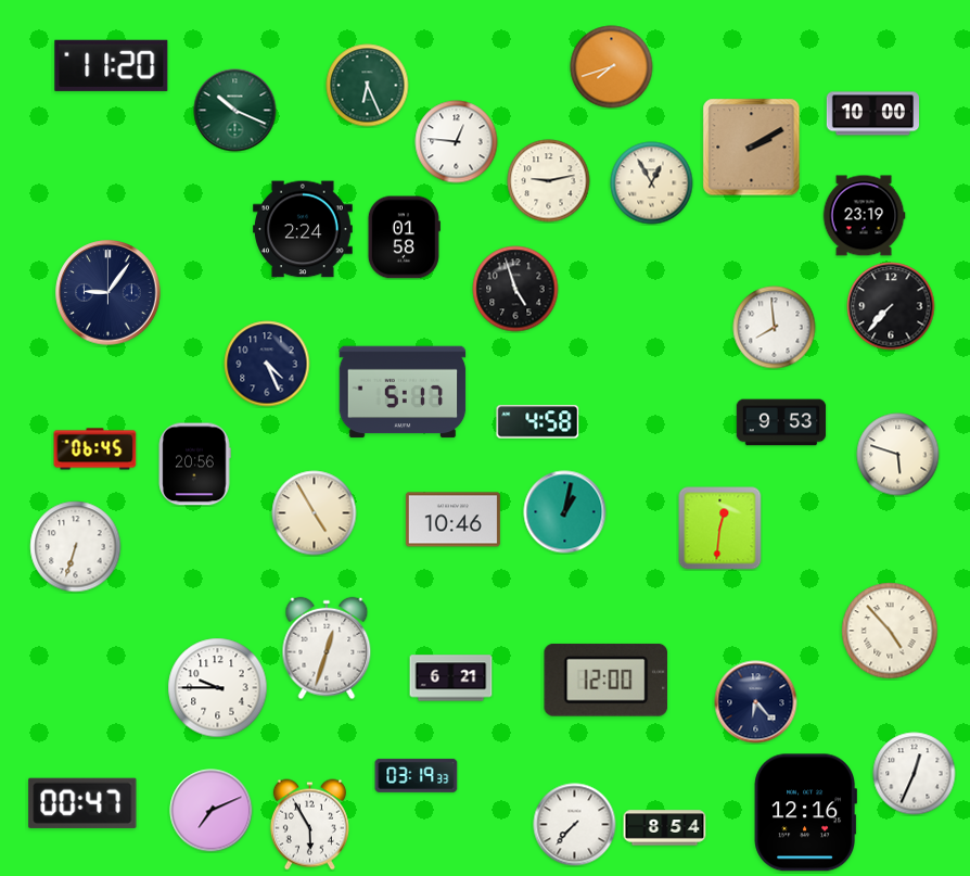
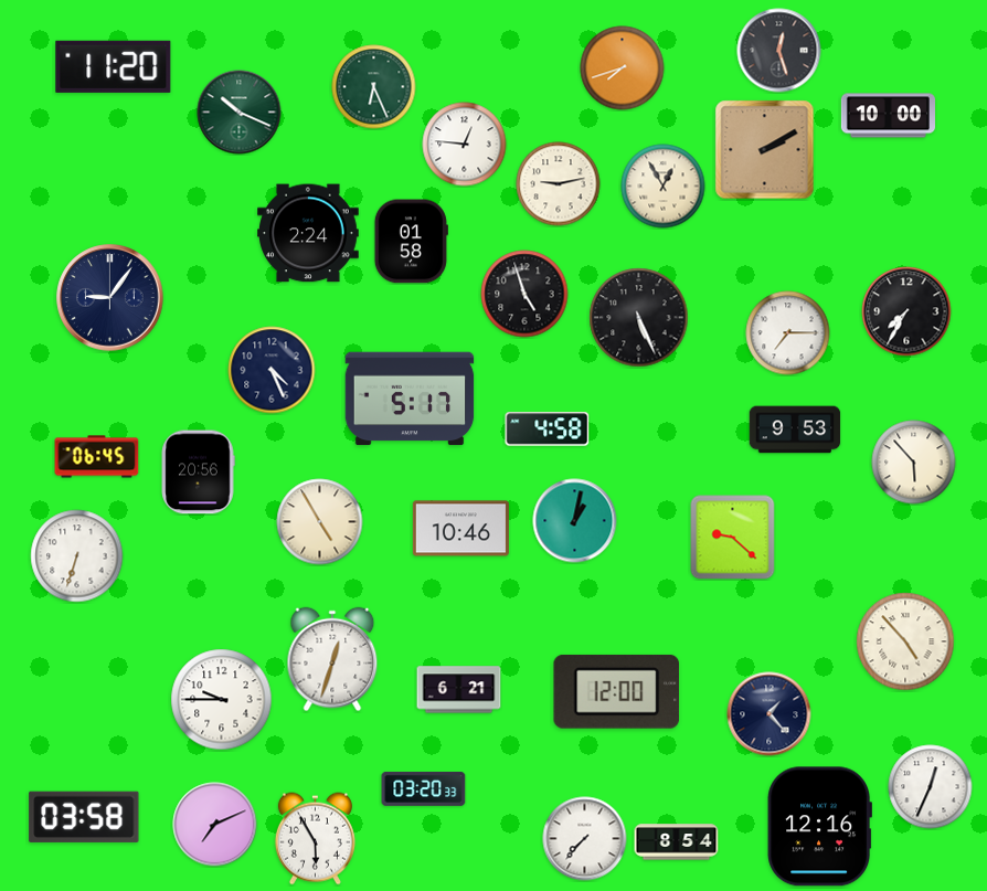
clock at (779, 51): none -> 12:27
clock at (864, 216): 23:19 -> none
clock at (891, 306): 7:37 -> 7:35
clock at (639, 318): none -> 5:26
clock at (775, 328): 7:59 -> 7:15
clock at (898, 455): 5:48 -> 5:53
clock at (720, 529): 12:31 -> 9:22
clock at (756, 702): 6:23 -> 1:23
clock at (417, 775): 03:19 -> 03:20
clock at (82, 803): 00:47 -> 03:58
